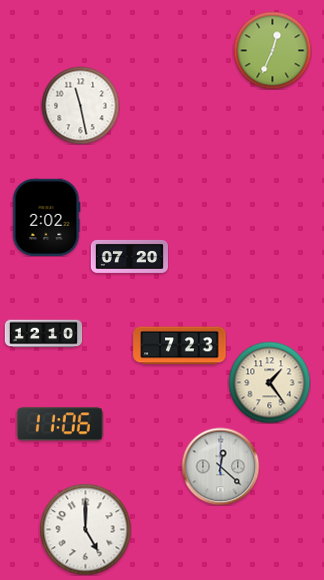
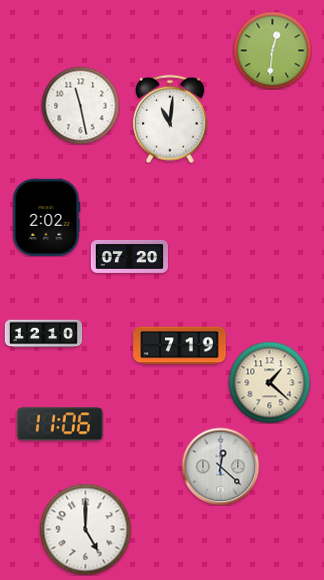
clock at (272, 50): 12:34 -> 12:31
clock at (170, 119): none -> 11:01
clock at (180, 346): 7:23 -> 7:19
clock at (269, 382): 1:24 -> 1:22
